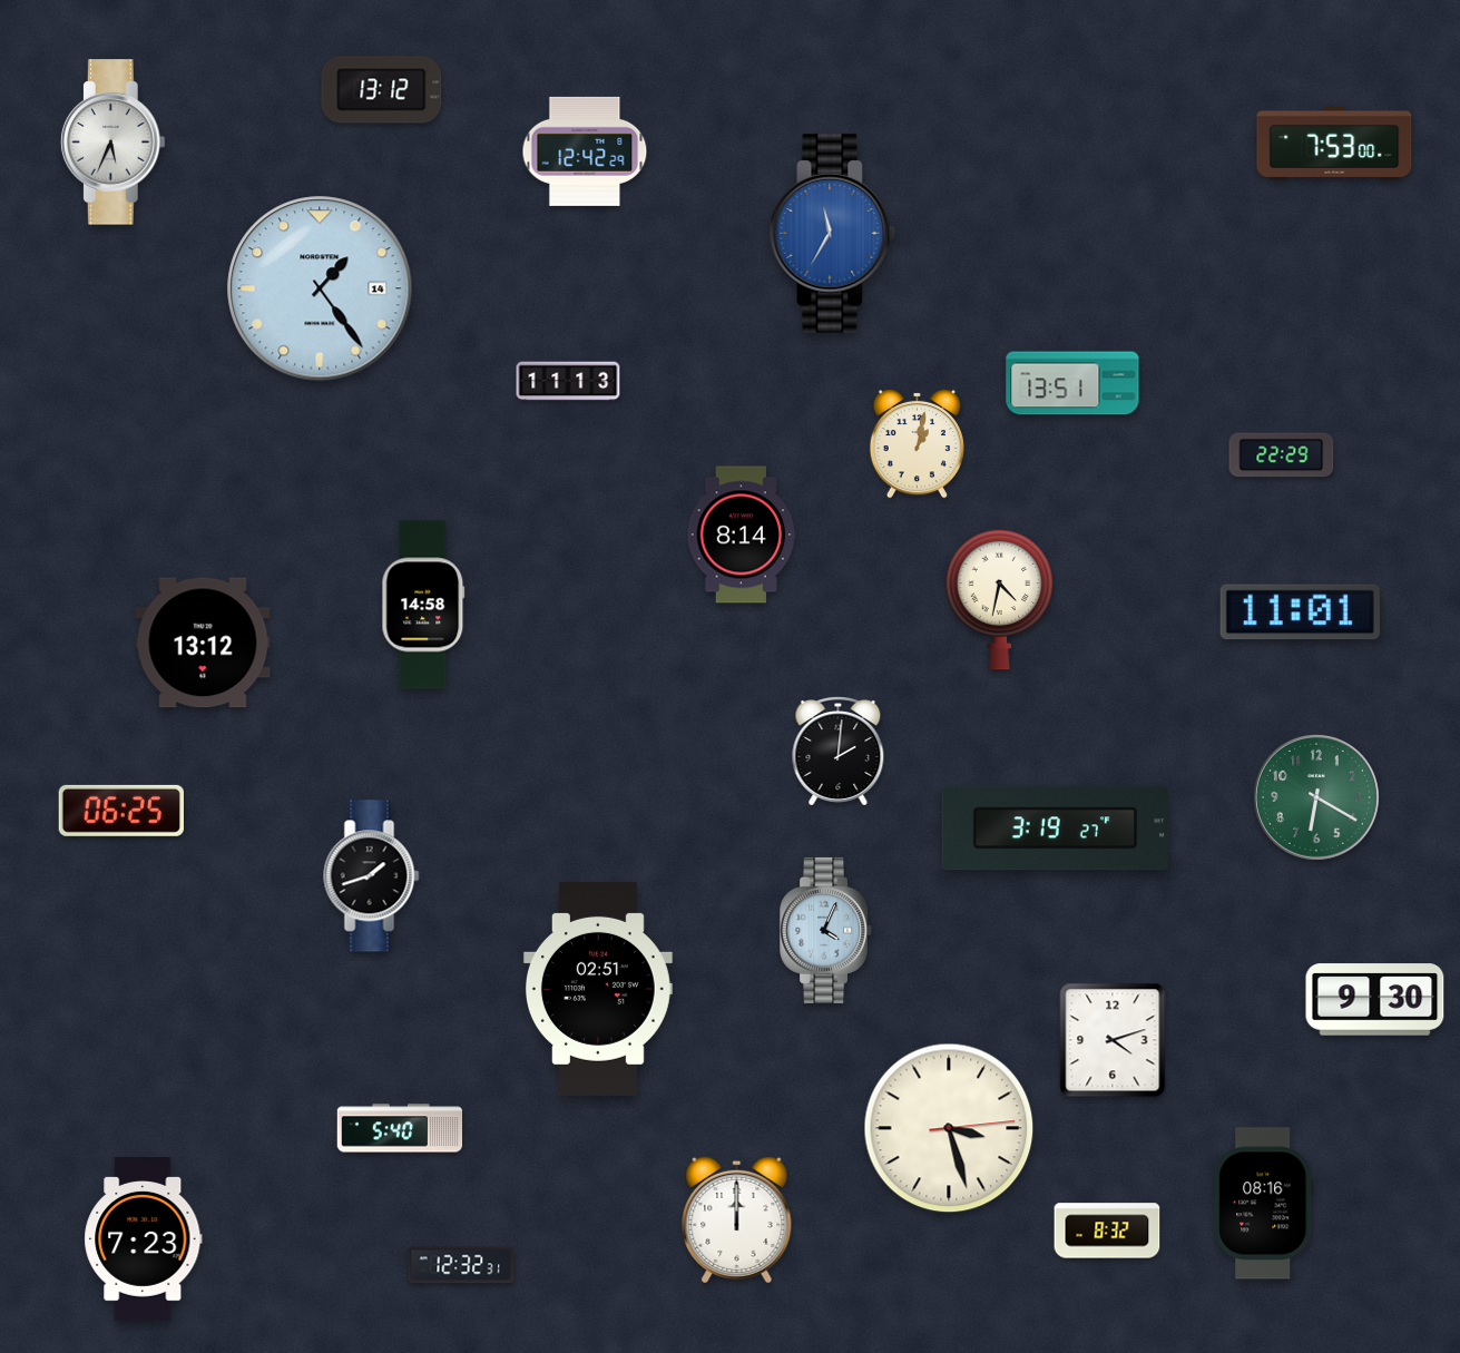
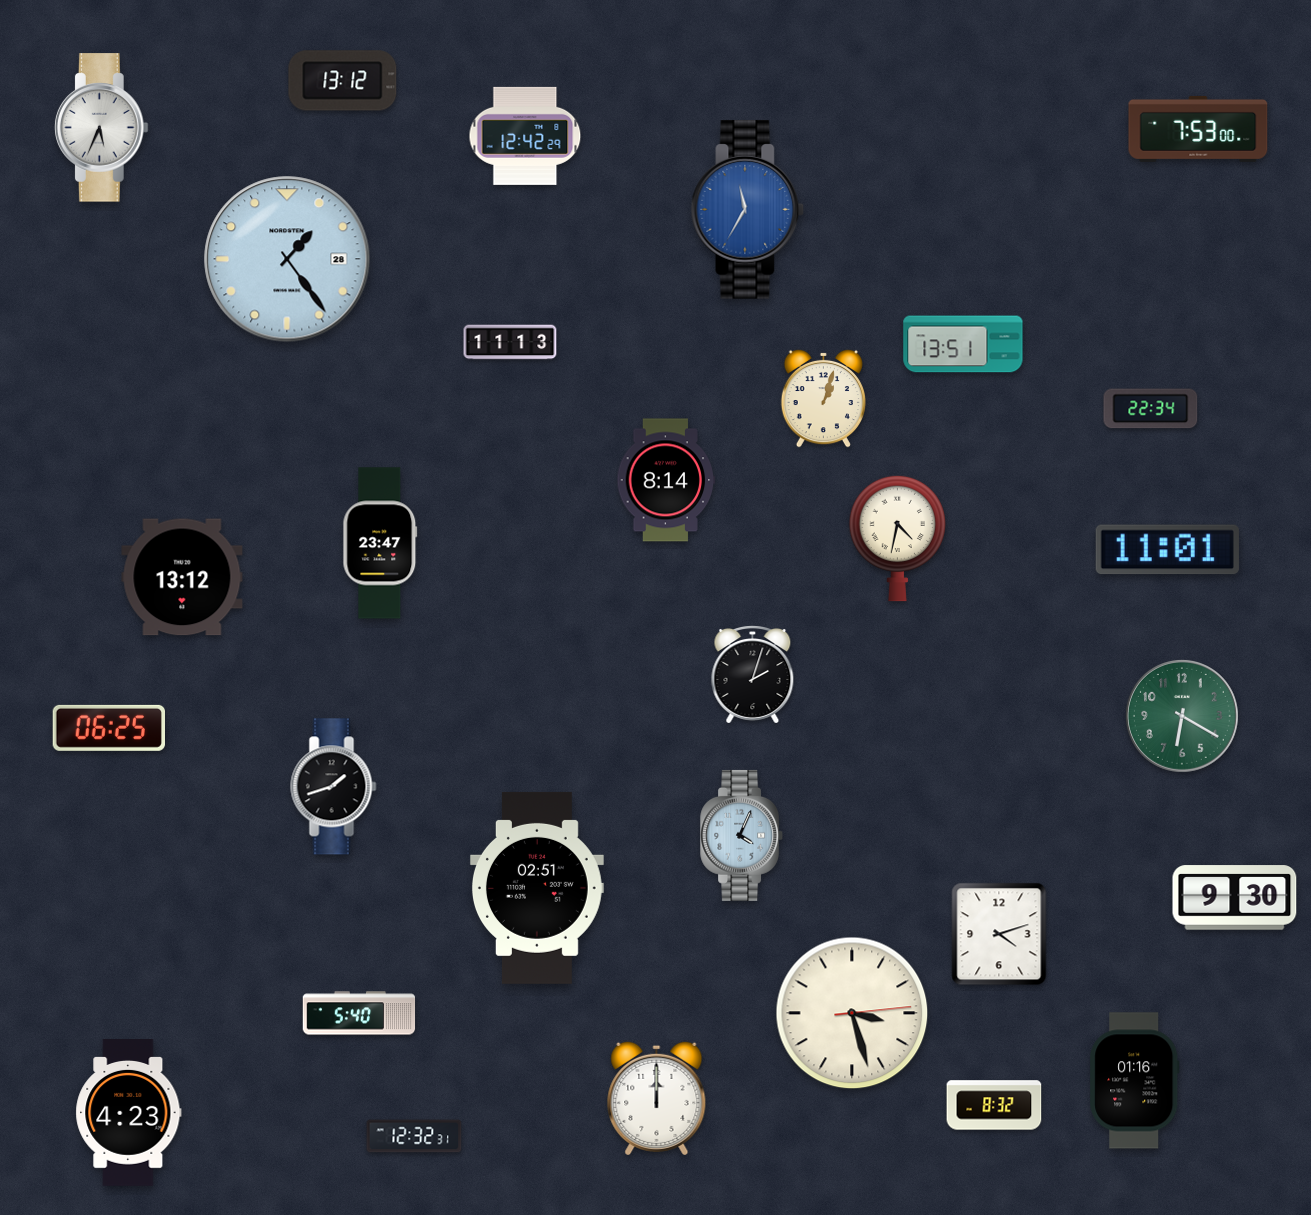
clock at (320, 288) date: 14 -> 28
clock at (917, 443): 1:02 -> 1:03
clock at (1282, 455): 22:29 -> 22:34
clock at (423, 605): 14:58 -> 23:47
clock at (839, 752): 2:01 -> 2:03
clock at (1055, 829): 3:19 -> none
clock at (1264, 1204): 08:16 -> 01:16
clock at (737, 1219) position: (737, 1219) -> (657, 1098)
clock at (144, 1239): 7:23 -> 4:23
